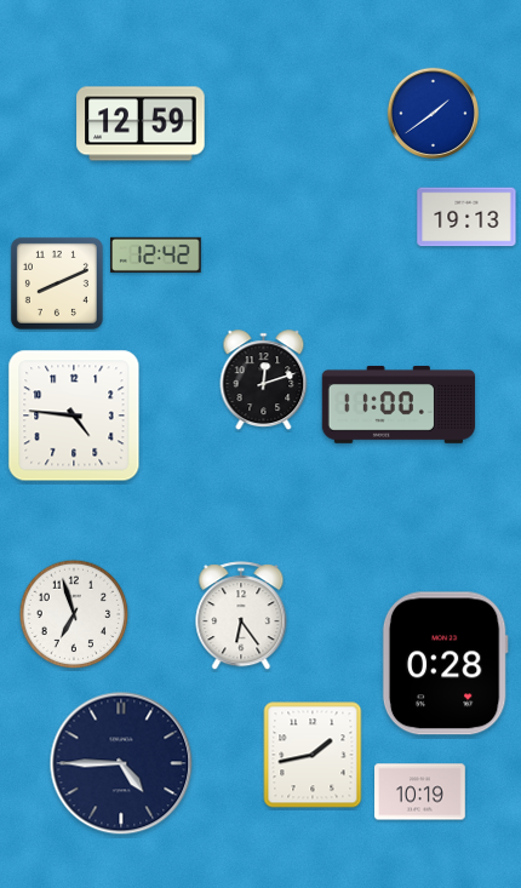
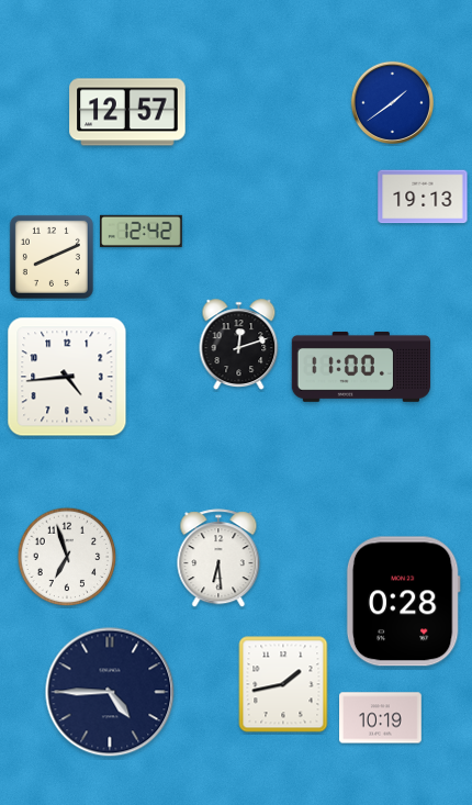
clock at (141, 124): 12:59 -> 12:57
clock at (74, 416): 4:46 -> 4:44
clock at (241, 617): 6:24 -> 6:29
